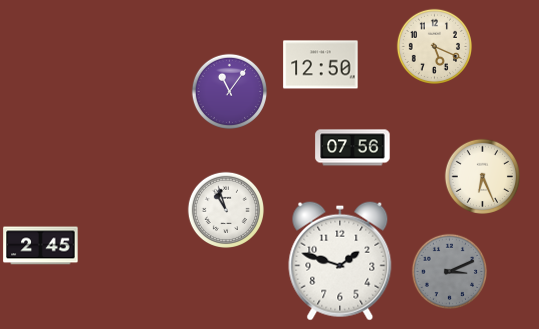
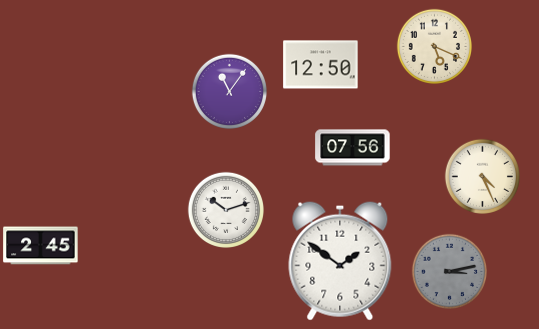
clock at (482, 176): 6:26 -> 4:26
clock at (225, 209): 10:57 -> 10:12
clock at (340, 261): 1:48 -> 1:51
clock at (449, 271): 3:11 -> 3:13
